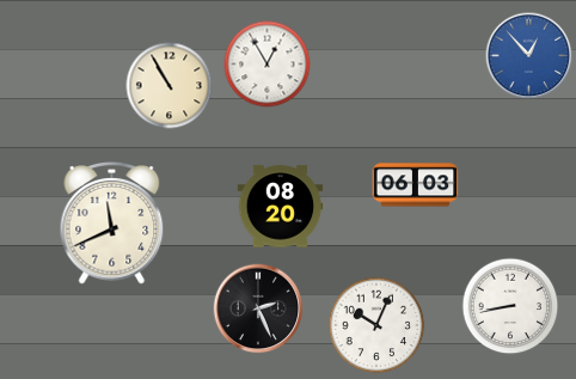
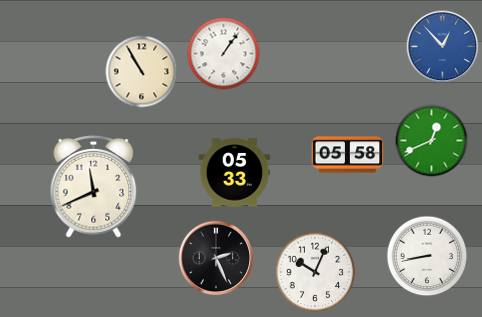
clock at (268, 65): 12:55 -> 1:06
clock at (432, 141): none -> 12:41
clock at (416, 185): 06:03 -> 05:58
clock at (281, 207): 08:20 -> 05:33
